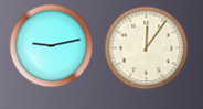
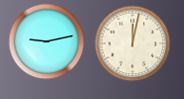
clock at (147, 48): 12:06 -> 12:02
